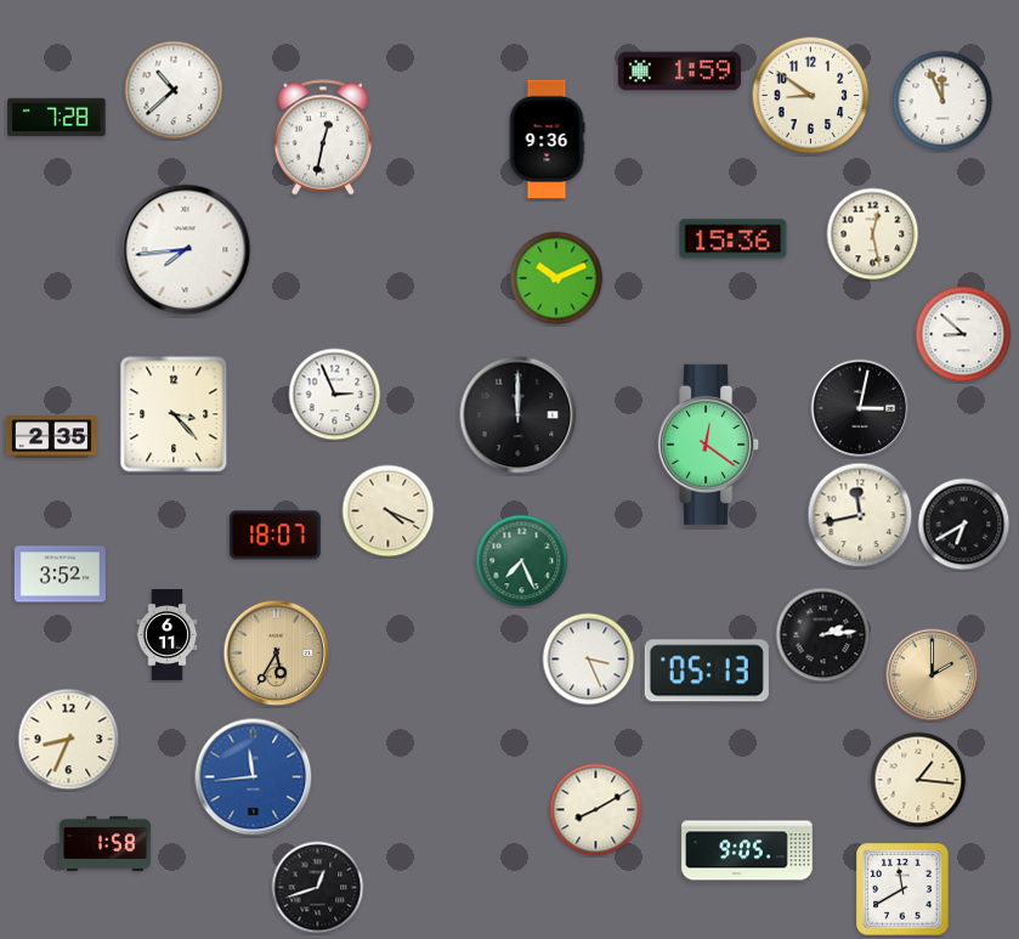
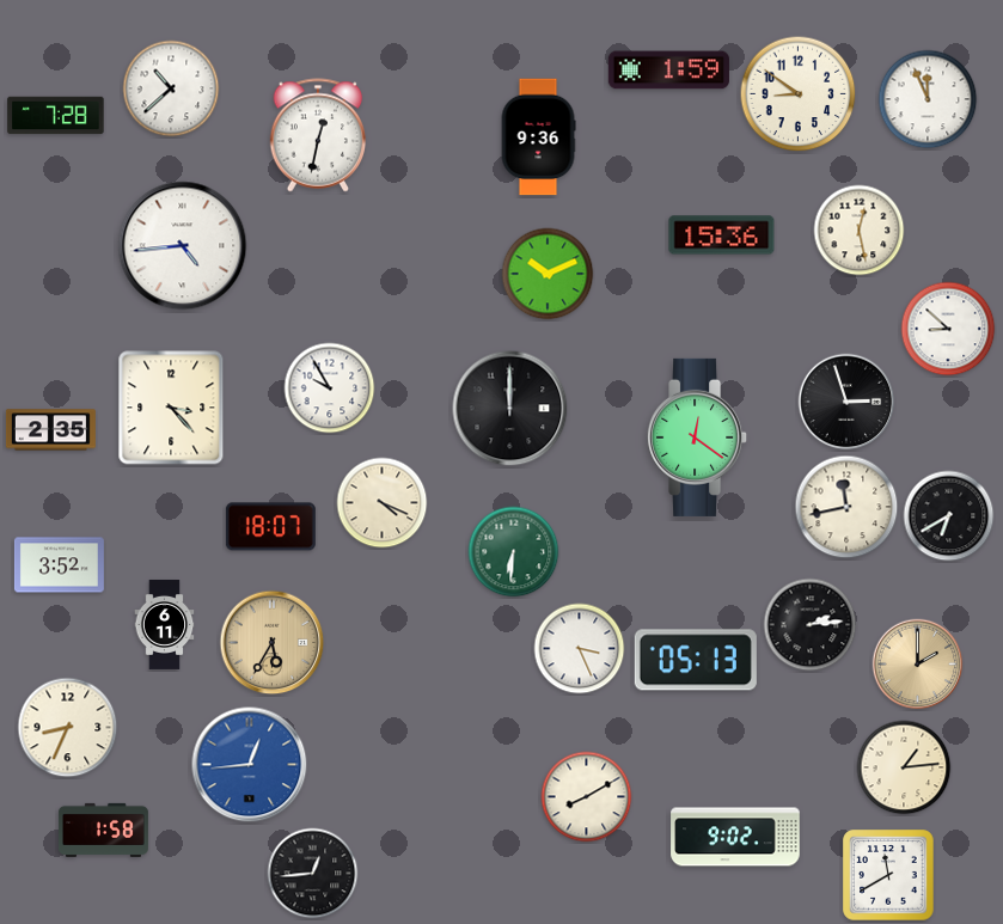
clock at (186, 250): 7:44 -> 4:44
clock at (335, 395): 2:56 -> 9:55
clock at (860, 408): 3:02 -> 2:57
clock at (522, 561): 7:26 -> 6:31
clock at (254, 777): 11:44 -> 12:44
clock at (918, 780): 1:16 -> 1:14
clock at (747, 850): 9:05 -> 9:02
clock at (318, 888): 12:42 -> 12:44
